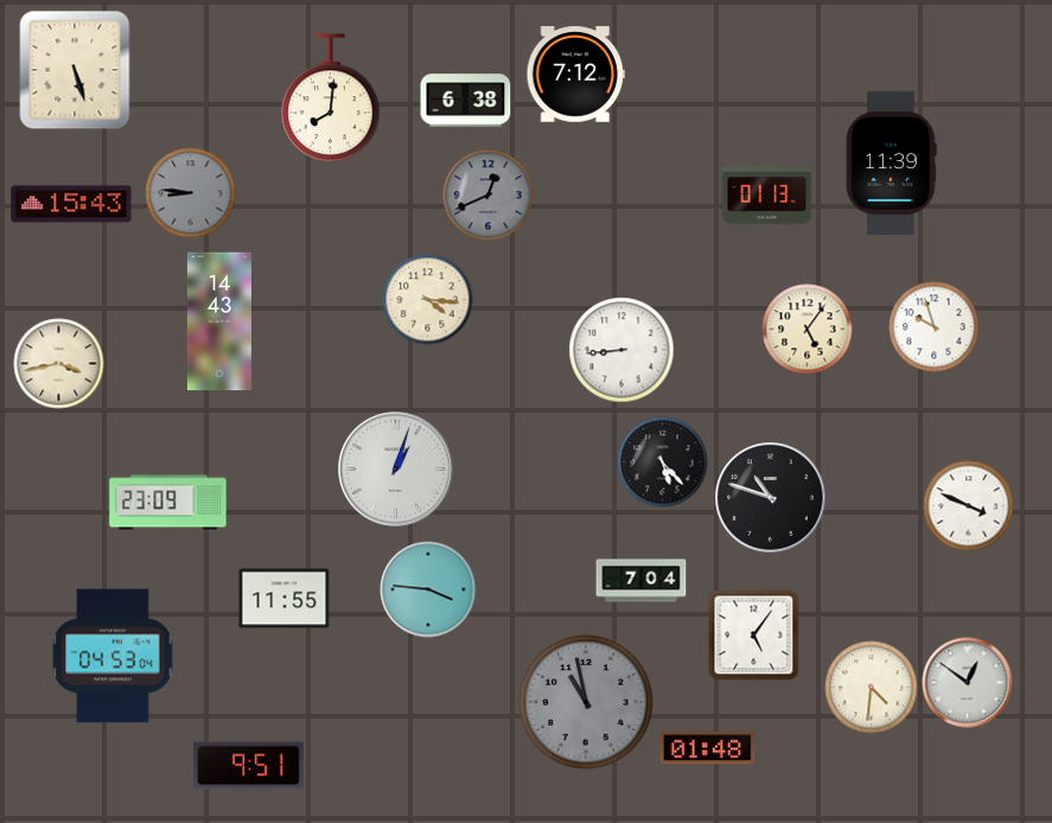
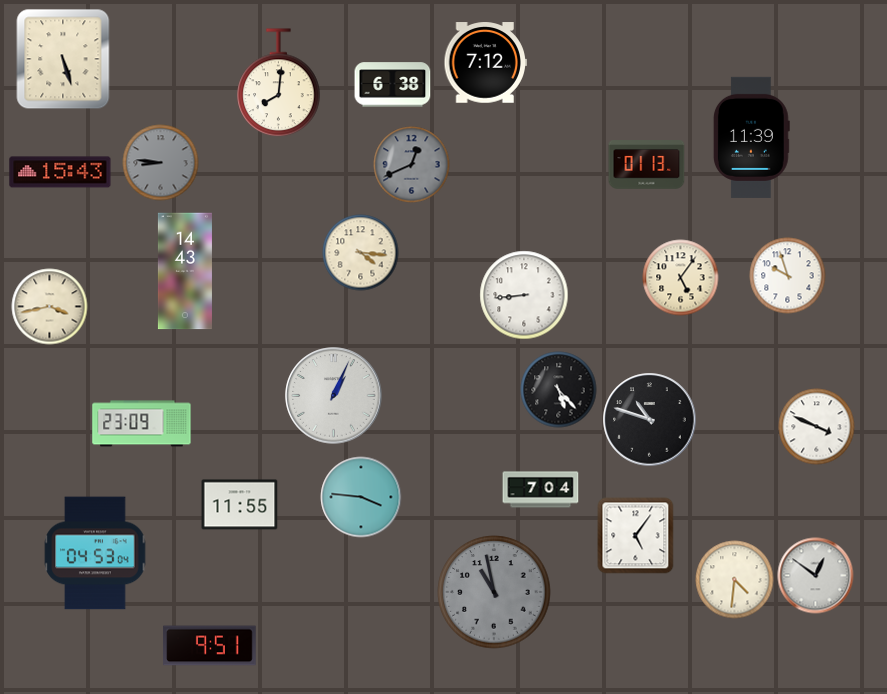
clock at (396, 470): 1:03 -> 1:04
clock at (708, 748): 01:48 -> none
